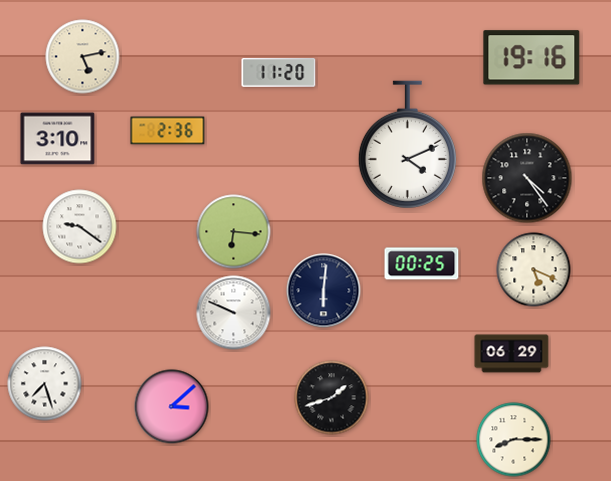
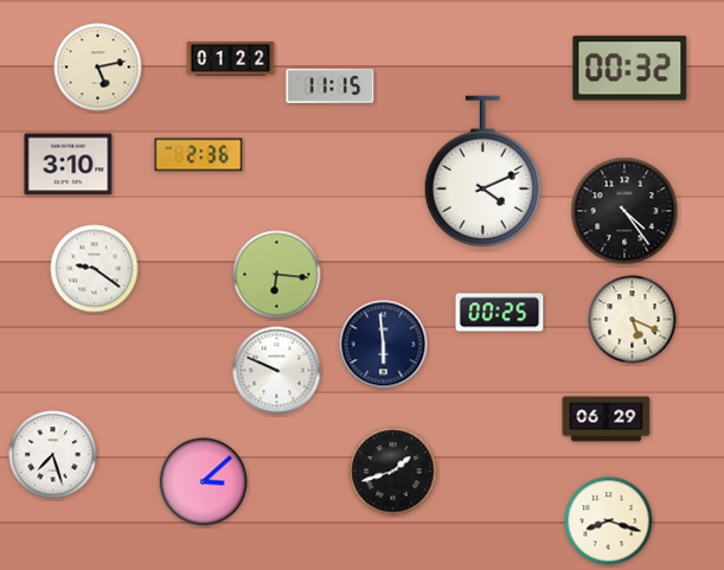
clock at (231, 59): none -> 01:22
clock at (532, 58): 19:16 -> 00:32
clock at (279, 73): 11:20 -> 11:15
clock at (324, 291): 6:01 -> 5:59
clock at (514, 440): 8:15 -> 8:18
